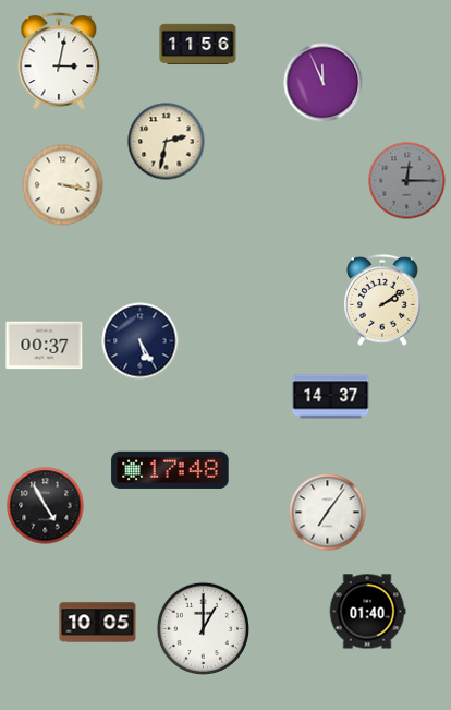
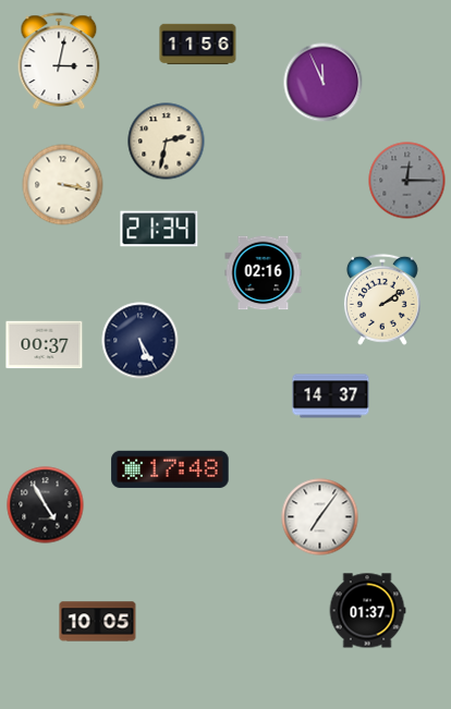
clock at (159, 229): none -> 21:34
clock at (264, 273): none -> 02:16
clock at (328, 513) position: (328, 513) -> (320, 517)
clock at (367, 612): 01:40 -> 01:37
clock at (204, 629): 1:00 -> none
